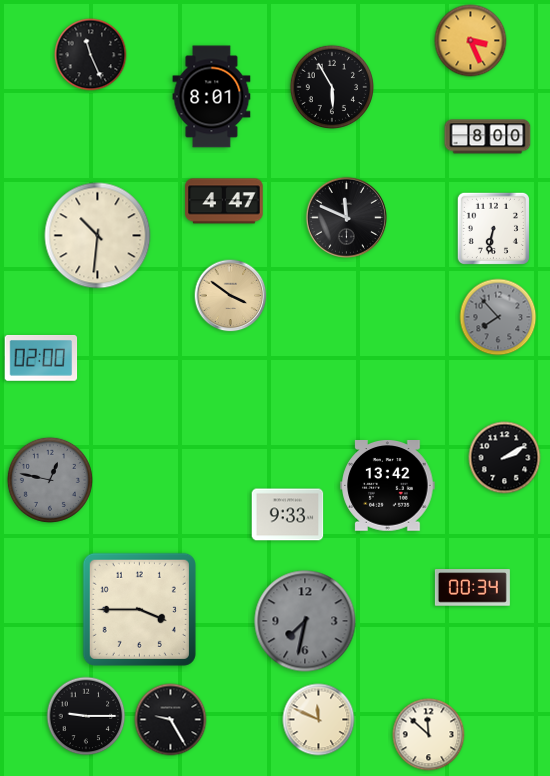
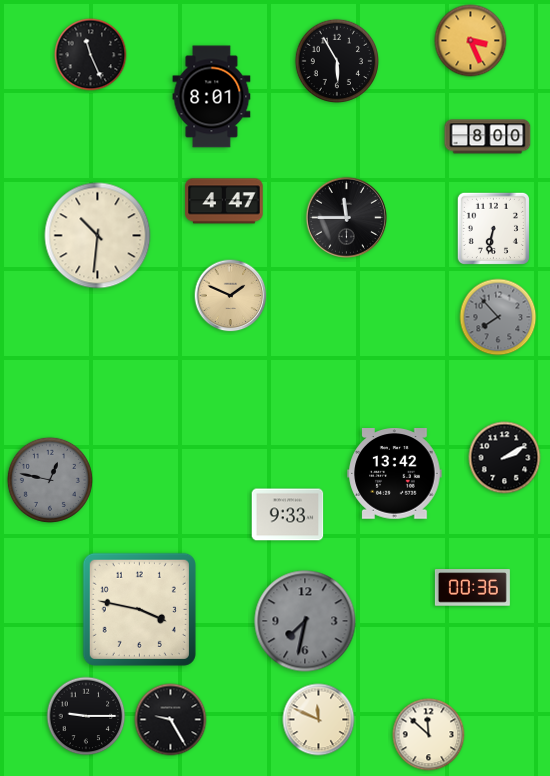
clock at (331, 86) position: (331, 86) -> (336, 60)
clock at (346, 217): 11:49 -> 11:45
clock at (231, 296): 3:51 -> 1:49
clock at (41, 358): 02:00 -> none
clock at (388, 486) position: (388, 486) -> (395, 474)
clock at (472, 588): 00:34 -> 00:36
clock at (139, 609): 3:45 -> 3:47
